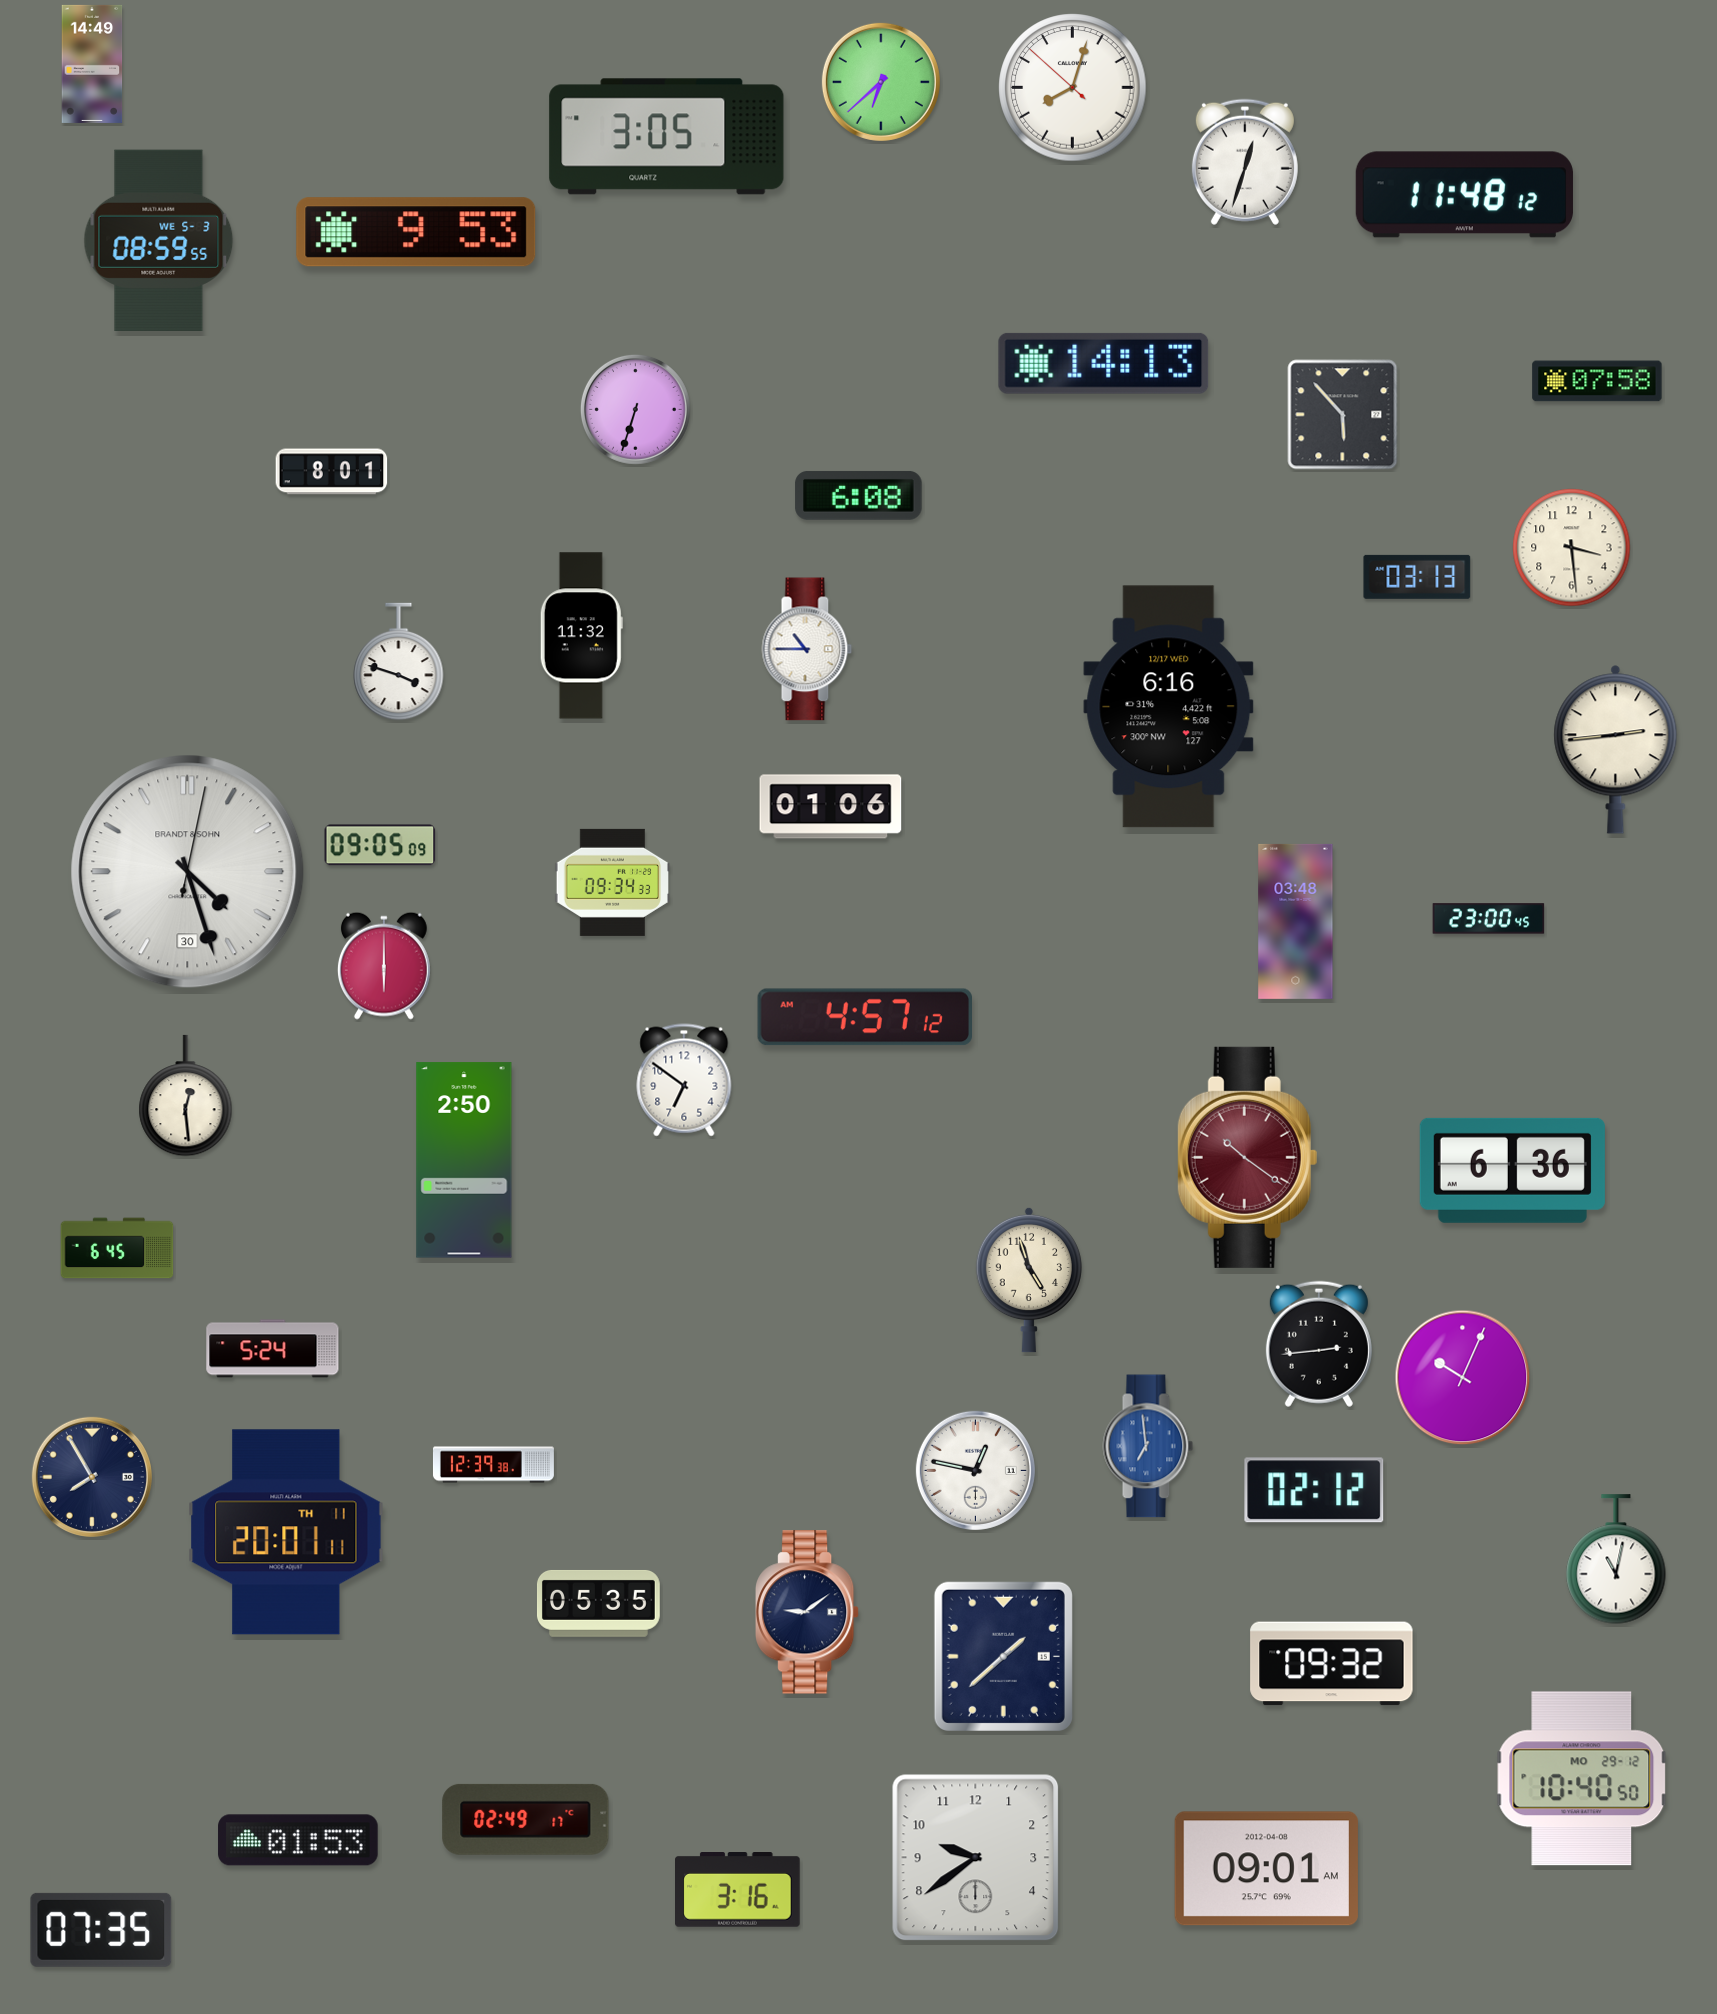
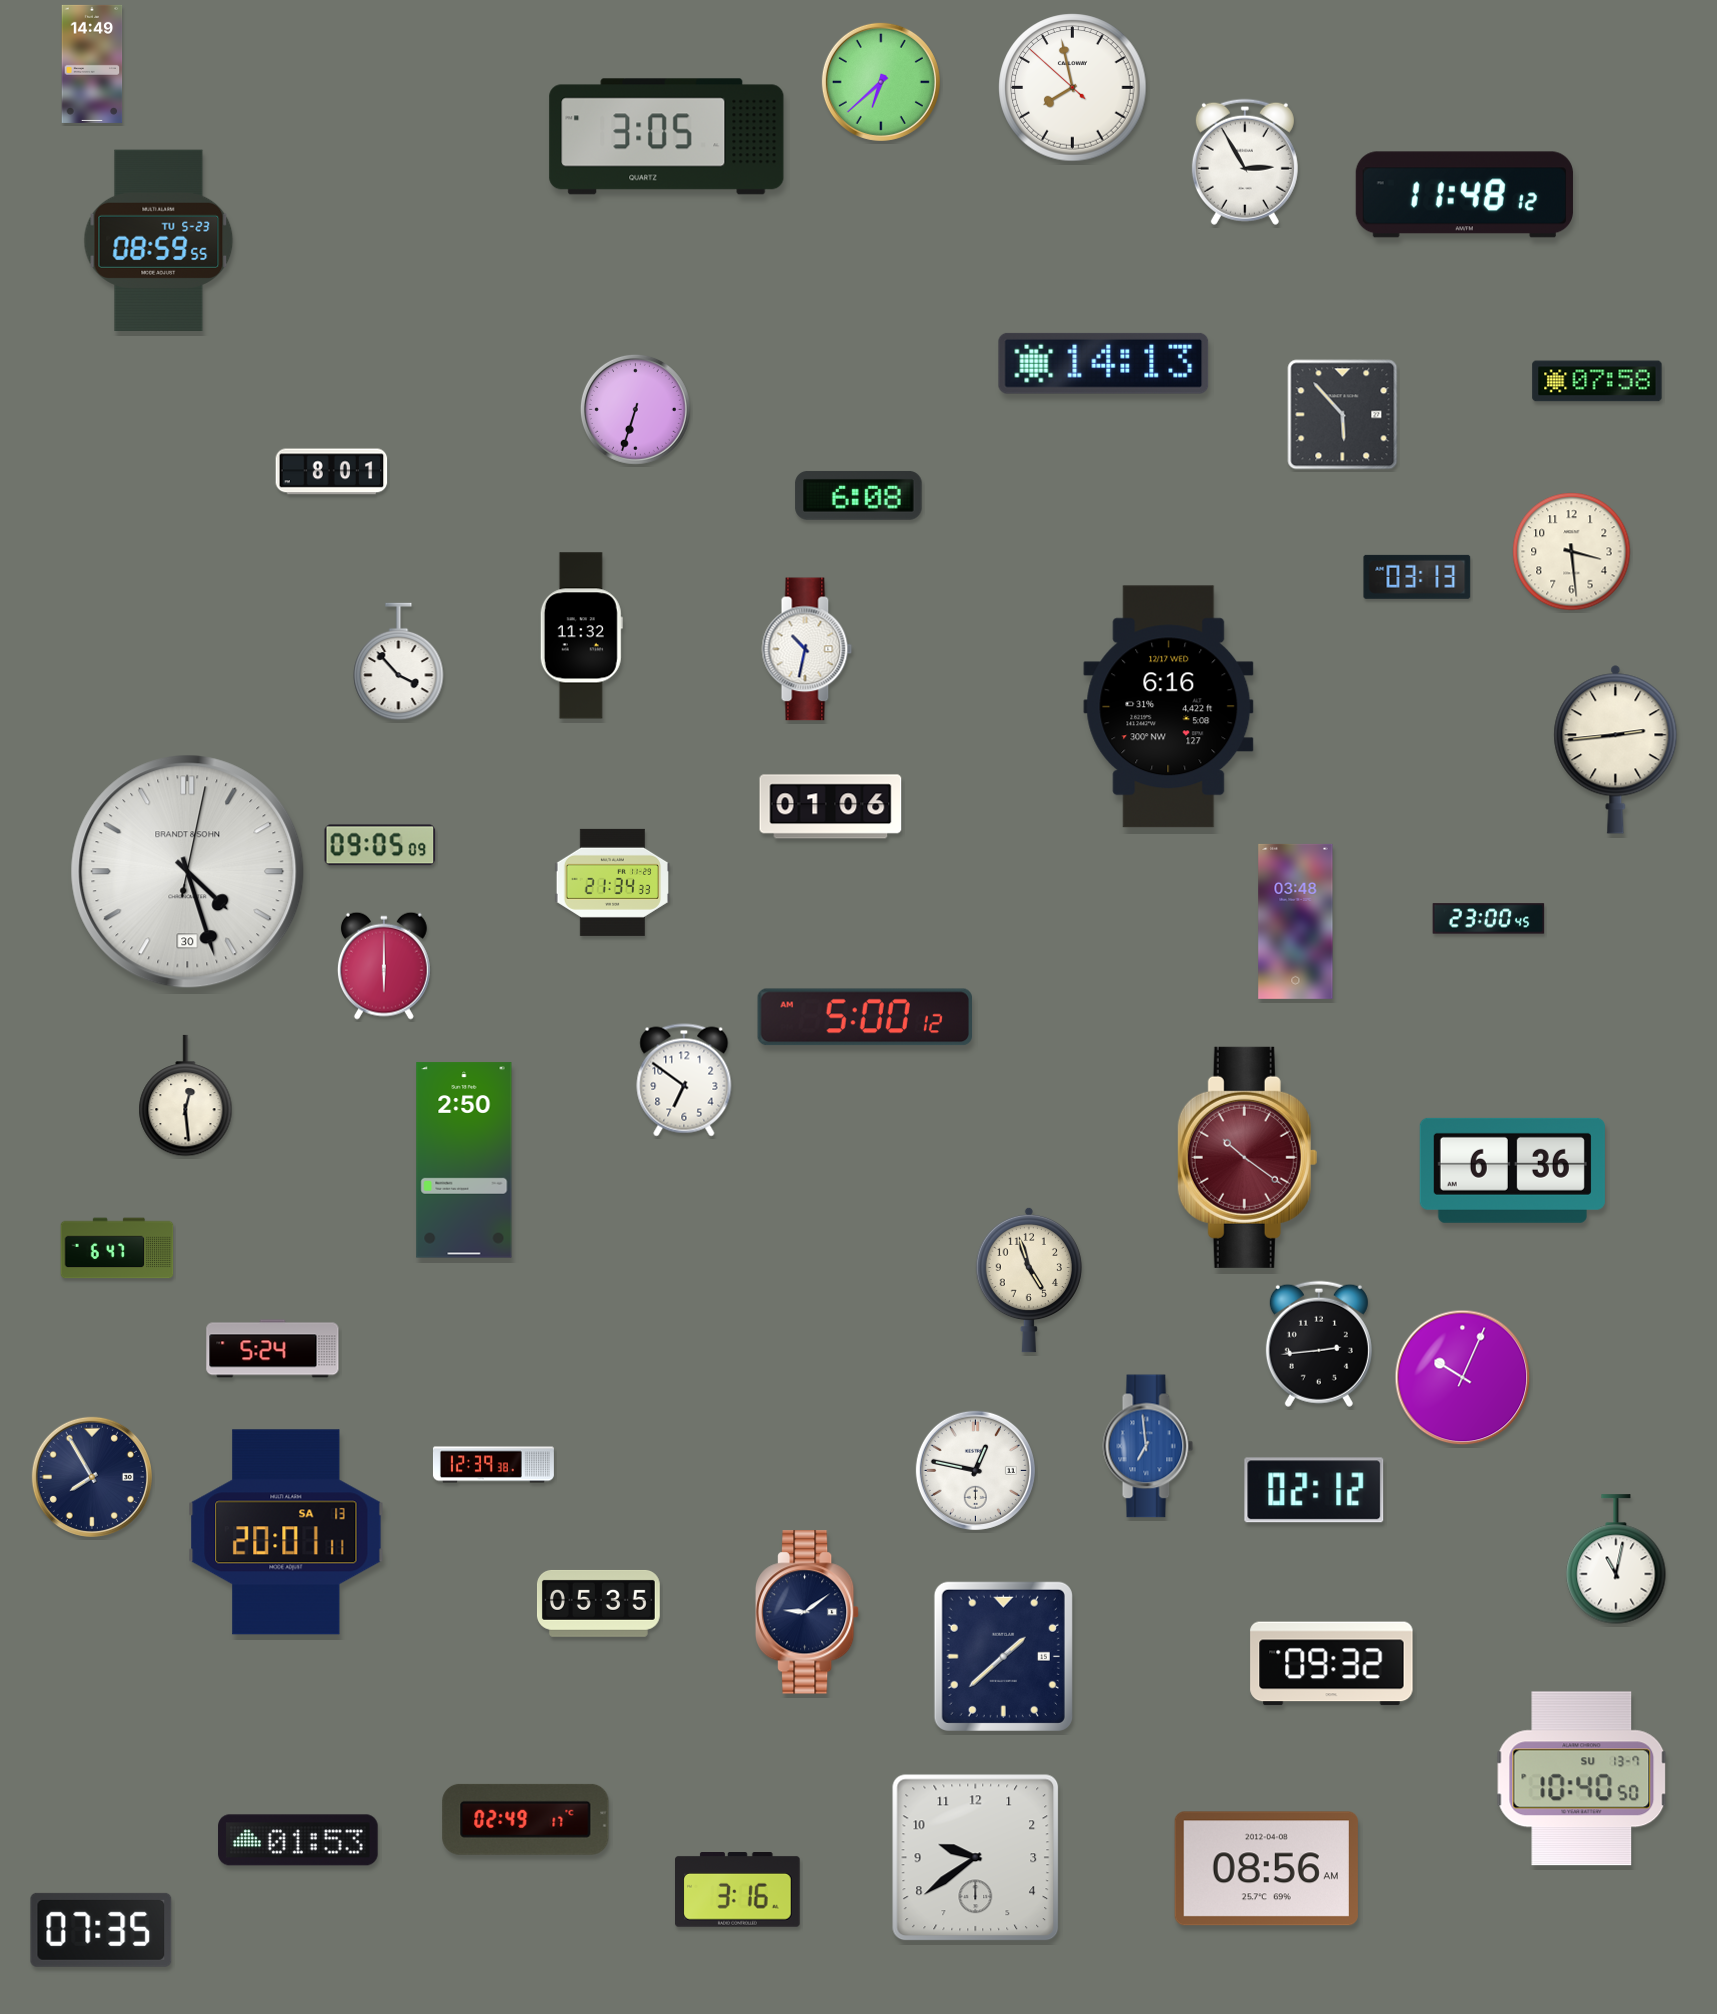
clock at (1073, 88): 8:02 -> 7:57
clock at (1245, 162): 12:33 -> 2:55
clock at (416, 232): 9:53 -> none
clock at (159, 240) date: WE 5-3 -> TU 5-23
clock at (1572, 548) position: (1572, 548) -> (1572, 552)
clock at (807, 649): 10:45 -> 10:32
clock at (399, 662): 3:48 -> 3:53
clock at (612, 882): 09:34 -> 21:34
clock at (864, 1017): 4:57 -> 5:00
clock at (117, 1248): 6:45 -> 6:47
clock at (286, 1532) date: TH 11 -> SA 13
clock at (1582, 1779) date: MO 29-12 -> SU 13-7
clock at (1266, 1869): 09:01 -> 08:56
